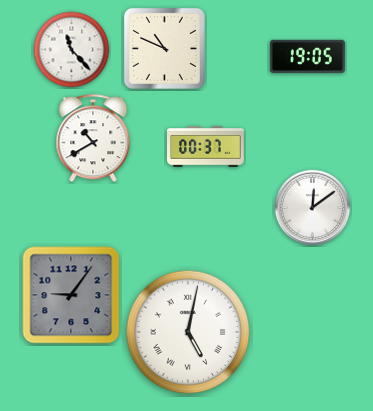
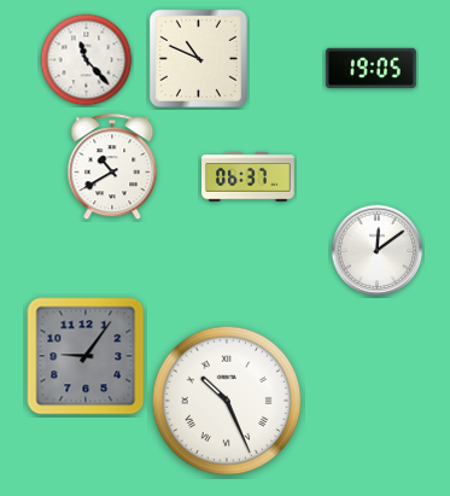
clock at (206, 147): 00:37 -> 06:37
clock at (188, 332): 5:02 -> 10:26
